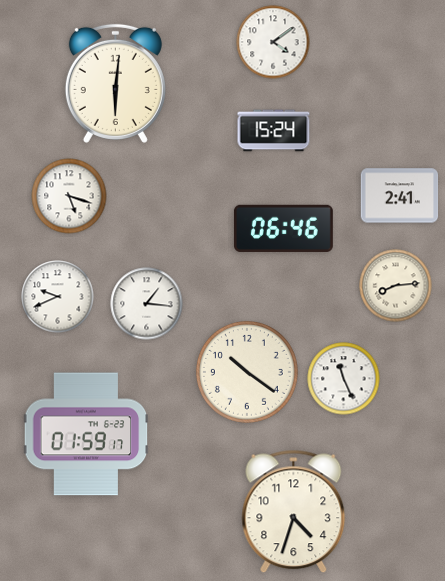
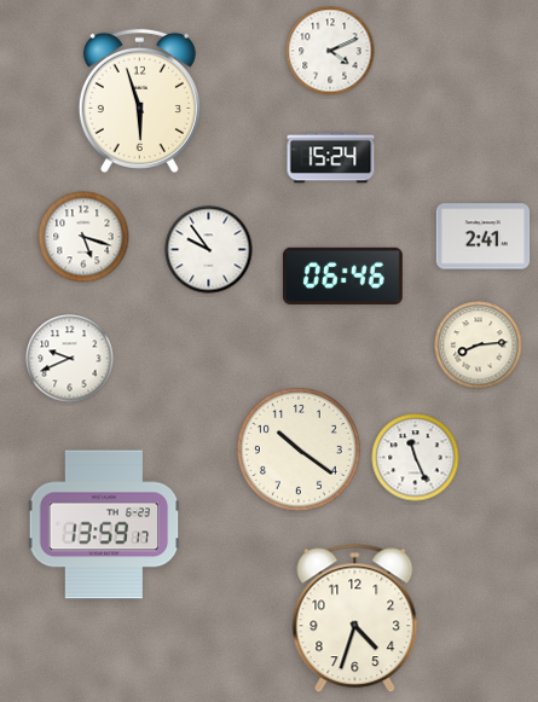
clock at (273, 42): 4:09 -> 4:11
clock at (115, 83): 6:01 -> 5:57
clock at (209, 250): none -> 9:54
clock at (147, 304): 1:16 -> none
clock at (86, 434): 01:59 -> 13:59
